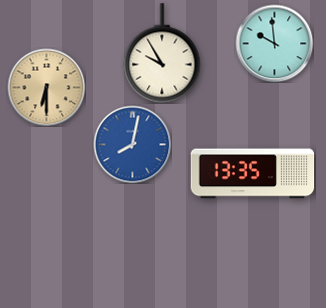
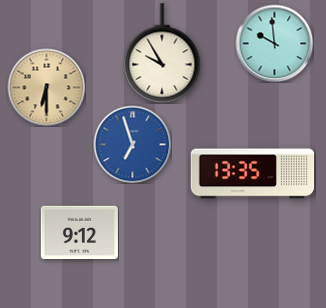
clock at (132, 144): 8:02 -> 6:57
clock at (79, 232): none -> 9:12
